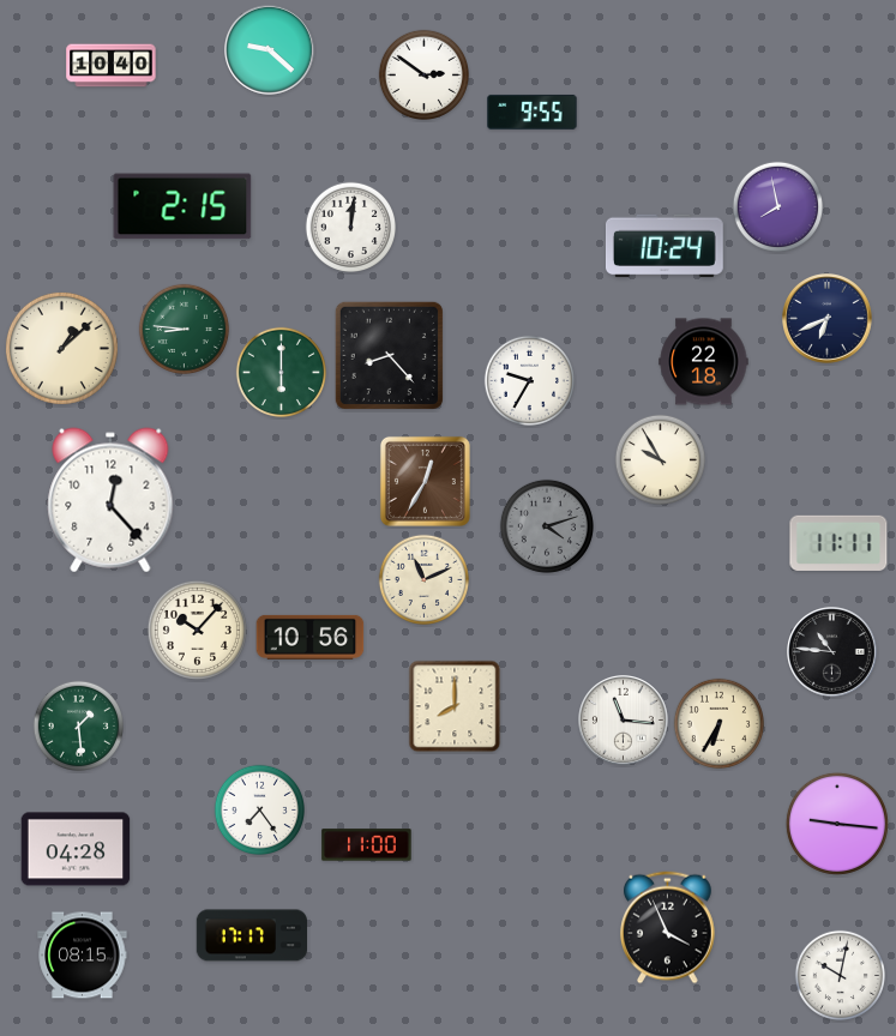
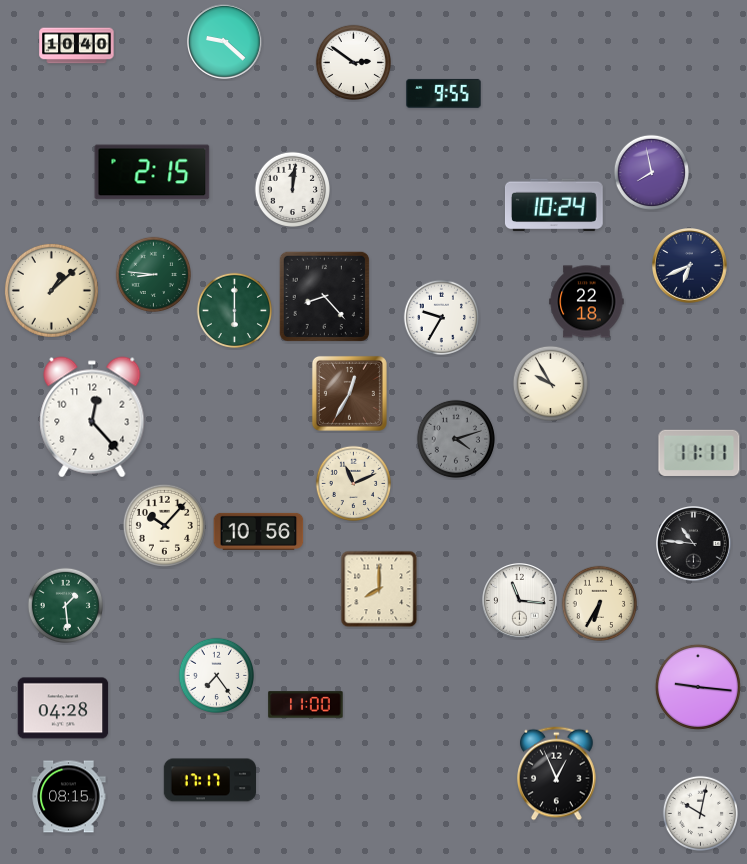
clock at (112, 66) position: (112, 66) -> (77, 46)
clock at (777, 206) position: (777, 206) -> (651, 172)
clock at (425, 481) position: (425, 481) -> (349, 393)
clock at (668, 928): 3:56 -> 12:56
